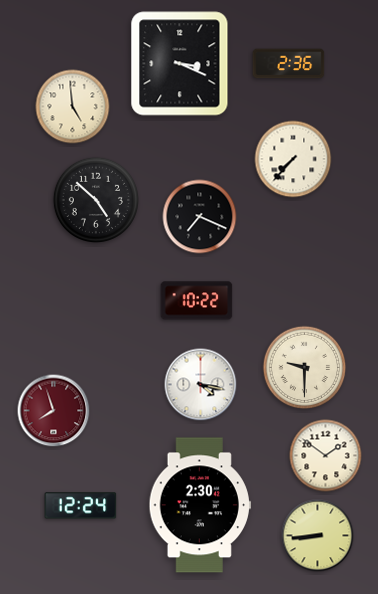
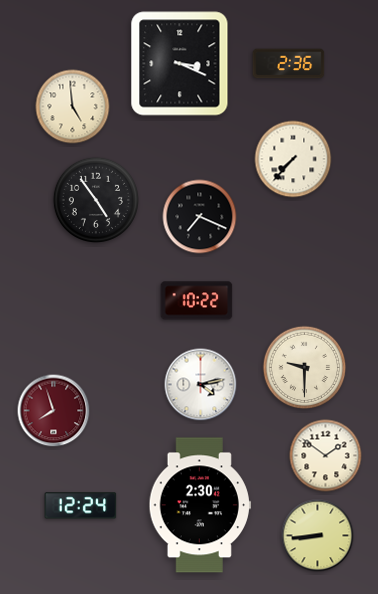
clock at (95, 199): 4:52 -> 4:54
clock at (201, 385): 4:17 -> 4:13
